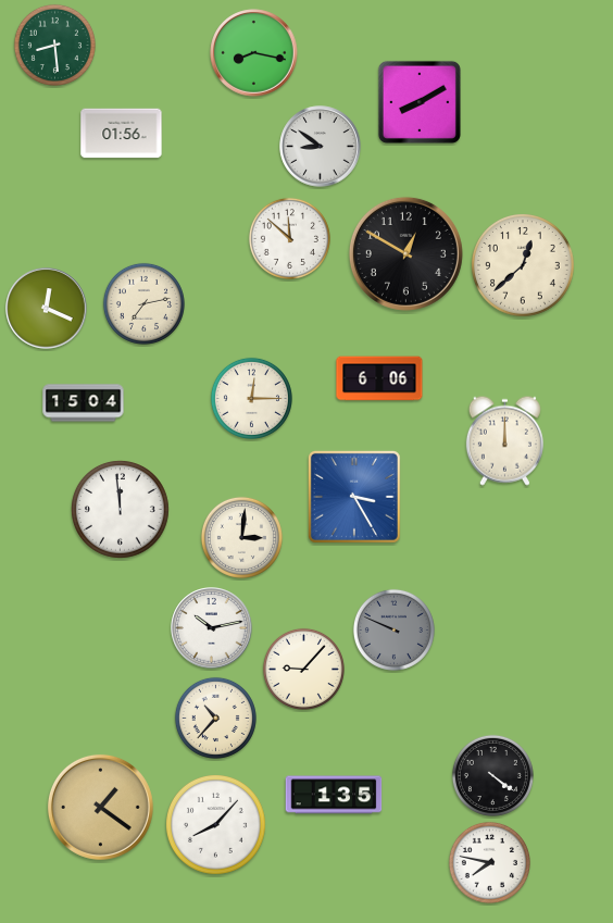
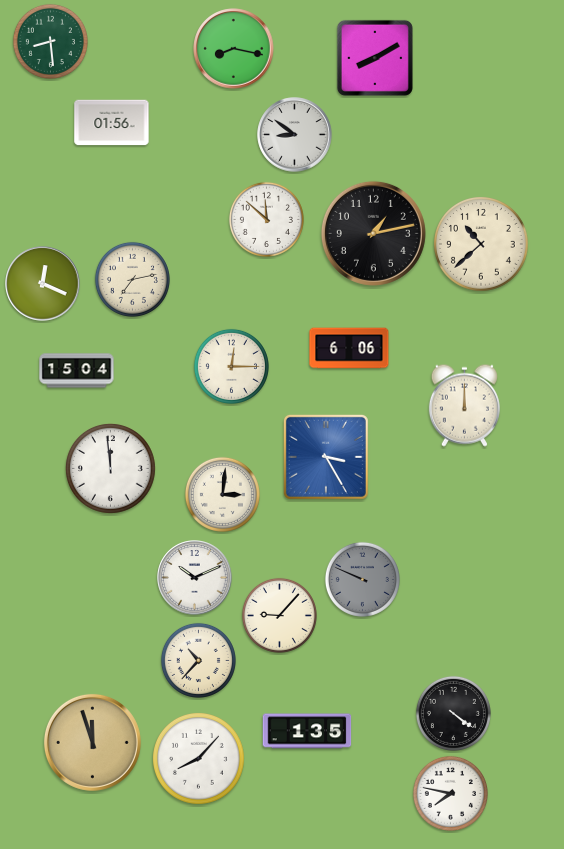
clock at (420, 102) position: (420, 102) -> (375, 58)
clock at (405, 253): 12:50 -> 1:13
clock at (524, 266): 12:38 -> 10:38
clock at (212, 628): 10:13 -> 10:11
clock at (100, 807): 1:21 -> 11:57
